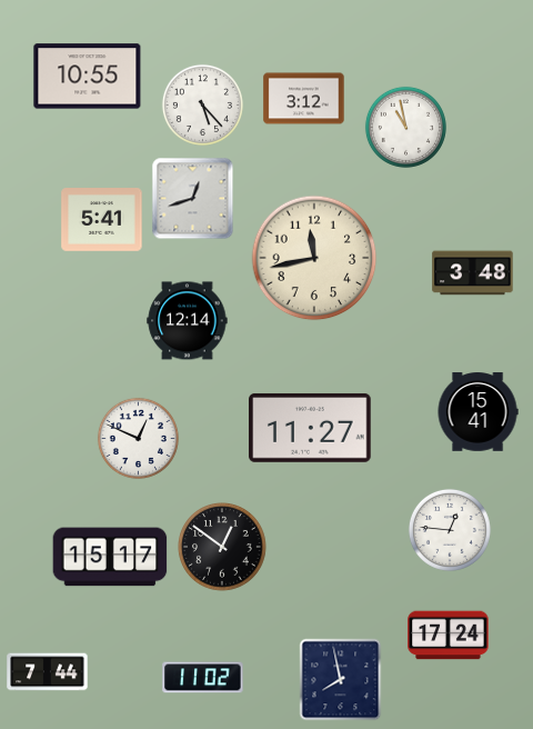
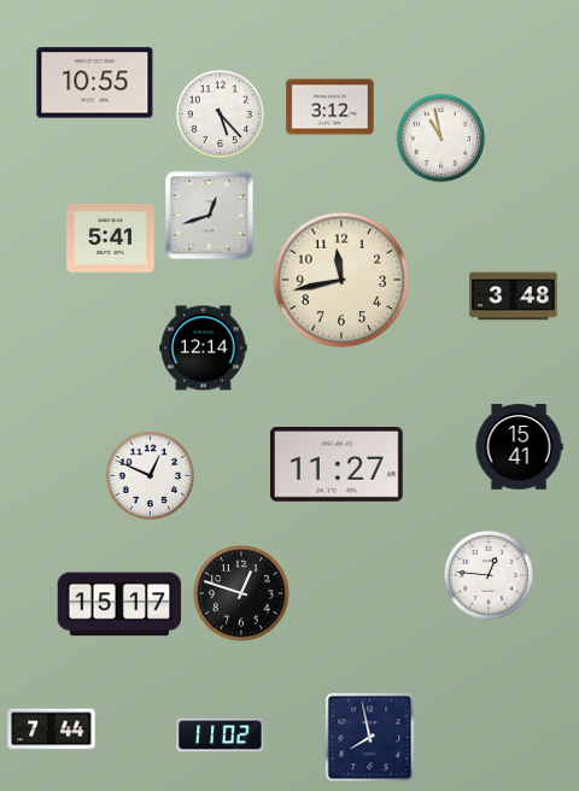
clock at (222, 547): 12:51 -> 12:48
clock at (449, 636): 17:24 -> none
